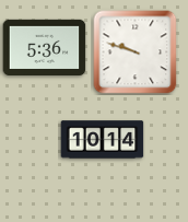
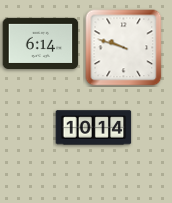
clock at (45, 47): 5:36 -> 6:14
